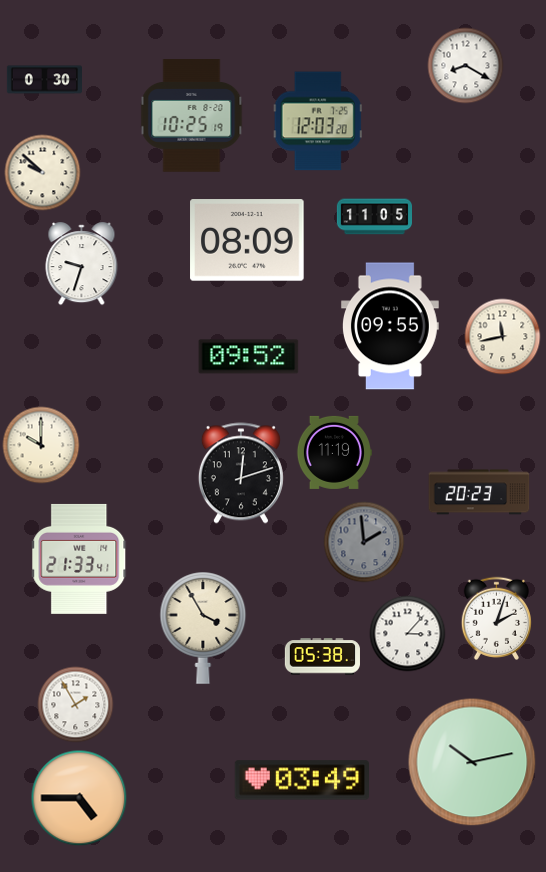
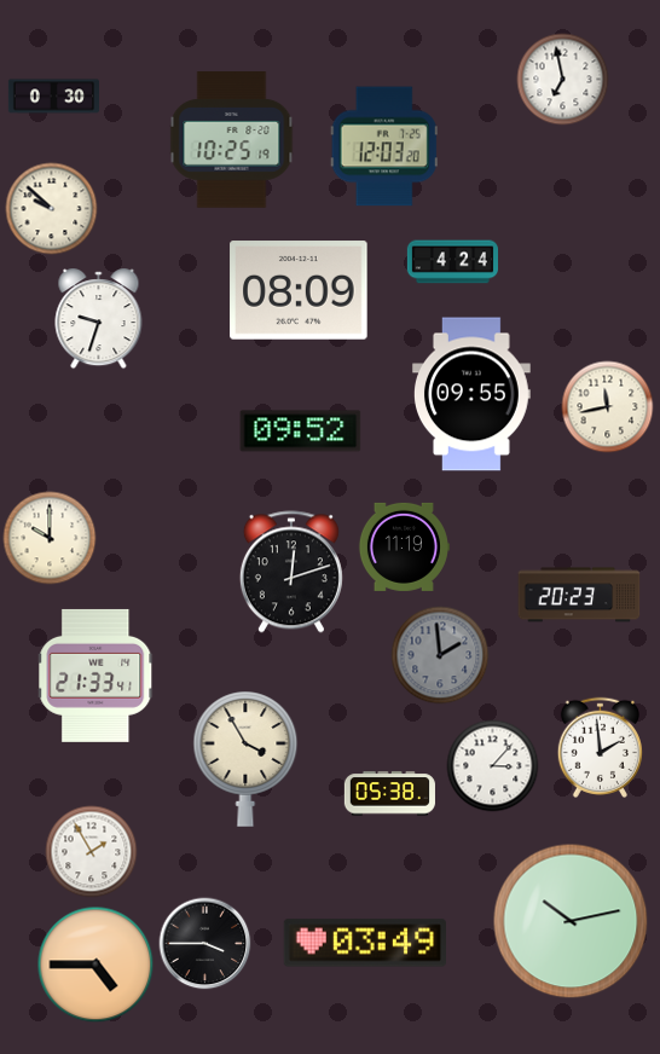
clock at (466, 66): 8:20 -> 6:58
clock at (374, 217): 11:05 -> 4:24
clock at (496, 618): 2:03 -> 1:59
clock at (205, 944): none -> 3:45
